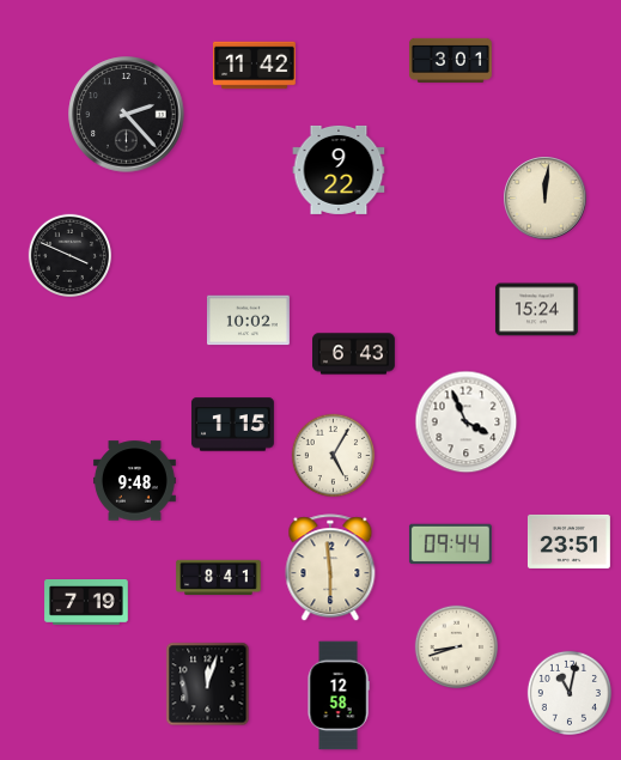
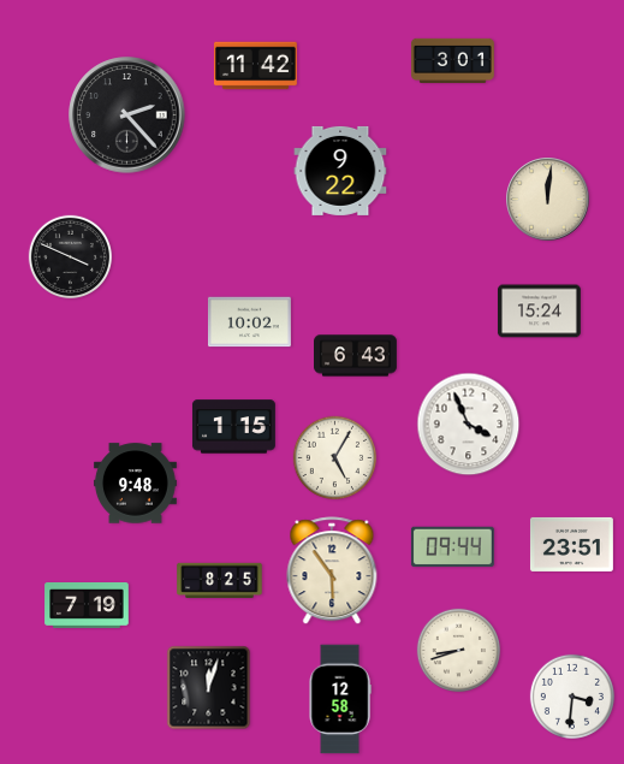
clock at (330, 569): 5:59 -> 5:54
clock at (219, 578): 8:41 -> 8:25
clock at (570, 693): 11:02 -> 3:31
